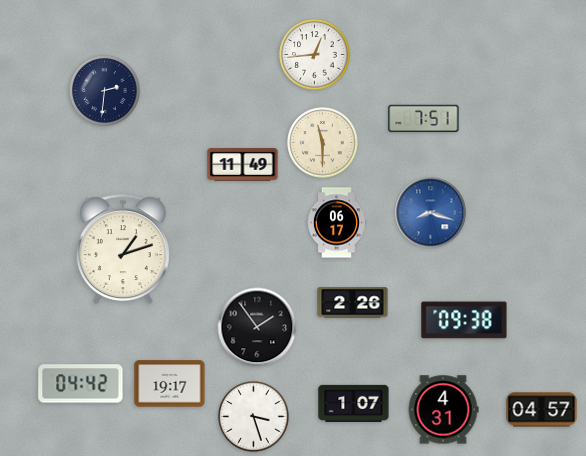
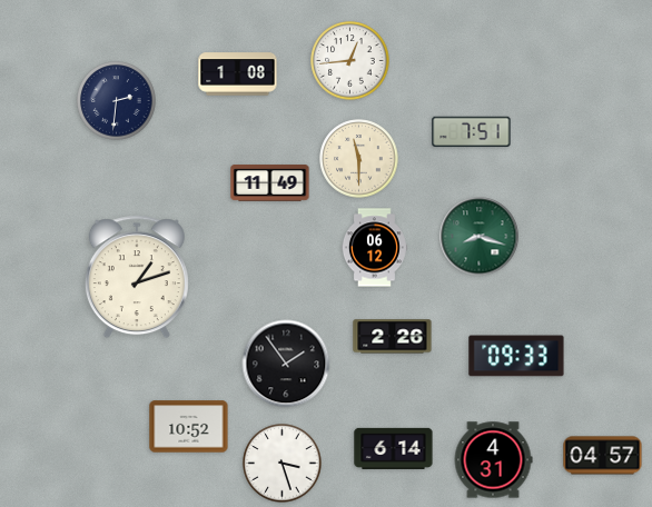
clock at (238, 74): none -> 1:08
clock at (431, 213) dial: blue -> green
clock at (336, 223): 06:17 -> 06:12
clock at (464, 320): 09:38 -> 09:33
clock at (81, 384): 04:42 -> none
clock at (170, 384): 19:17 -> 10:52
clock at (354, 403): 1:07 -> 6:14
clock at (443, 410) position: (443, 410) -> (493, 460)
